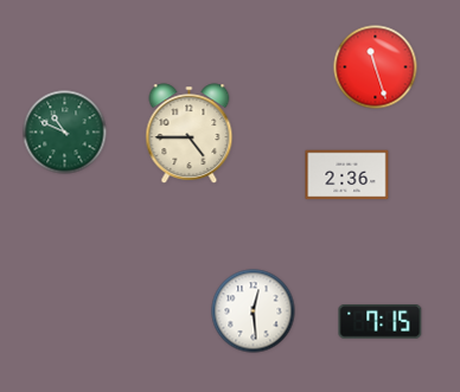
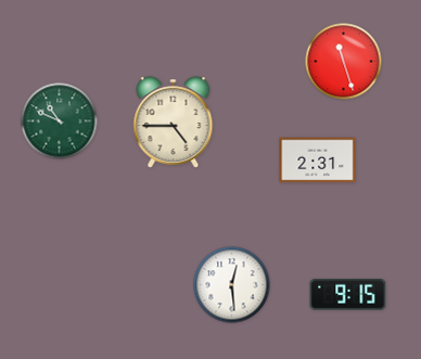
clock at (347, 175): 2:36 -> 2:31
clock at (381, 322): 7:15 -> 9:15
